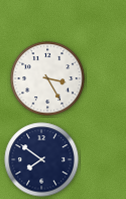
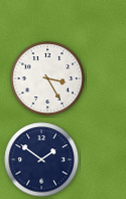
clock at (42, 160): 7:51 -> 1:51
